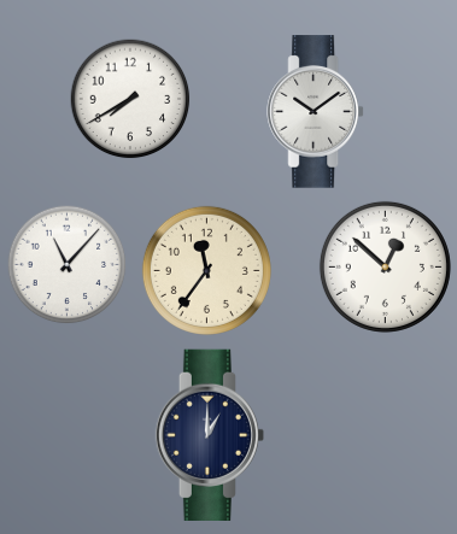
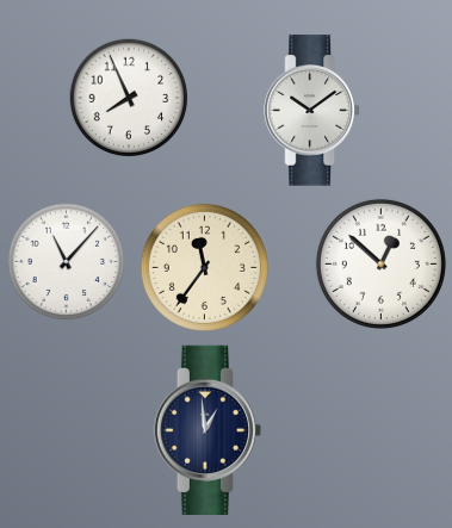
clock at (130, 99): 7:40 -> 7:56
clock at (209, 434): 1:00 -> 12:59
